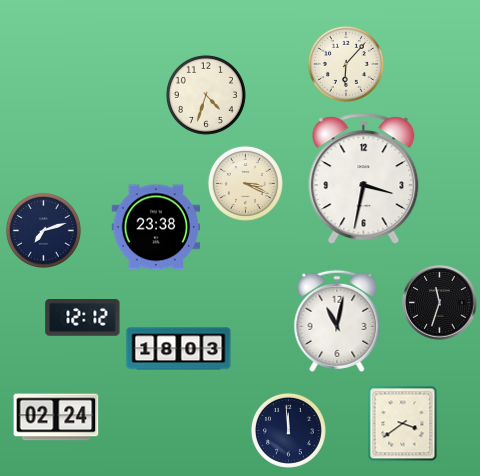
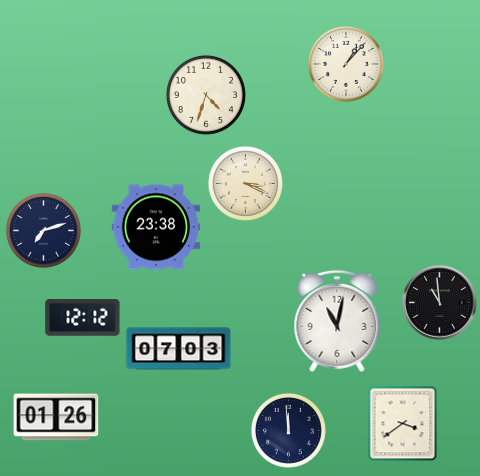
clock at (346, 64): 6:07 -> 1:07
clock at (364, 179): 3:32 -> none
clock at (440, 303): 11:33 -> 10:59
clock at (179, 349): 18:03 -> 07:03
clock at (56, 417): 02:24 -> 01:26
